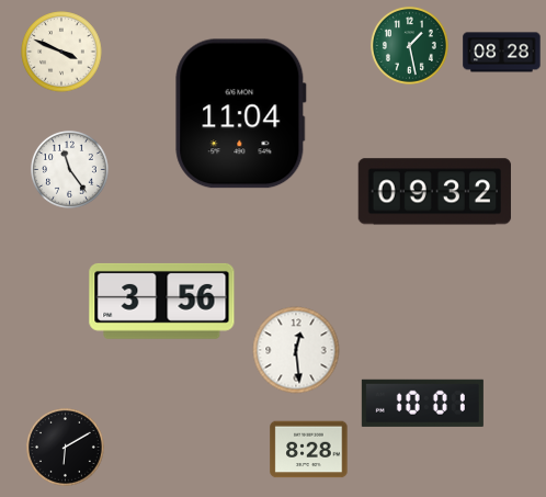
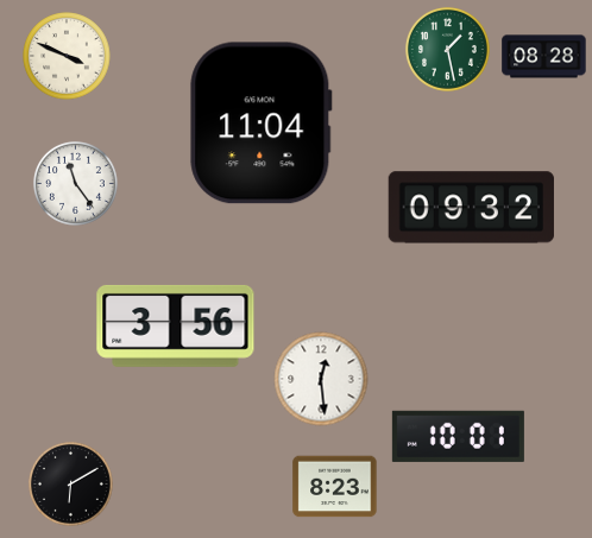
clock at (409, 45) position: (409, 45) -> (447, 49)
clock at (309, 450): 8:28 -> 8:23
